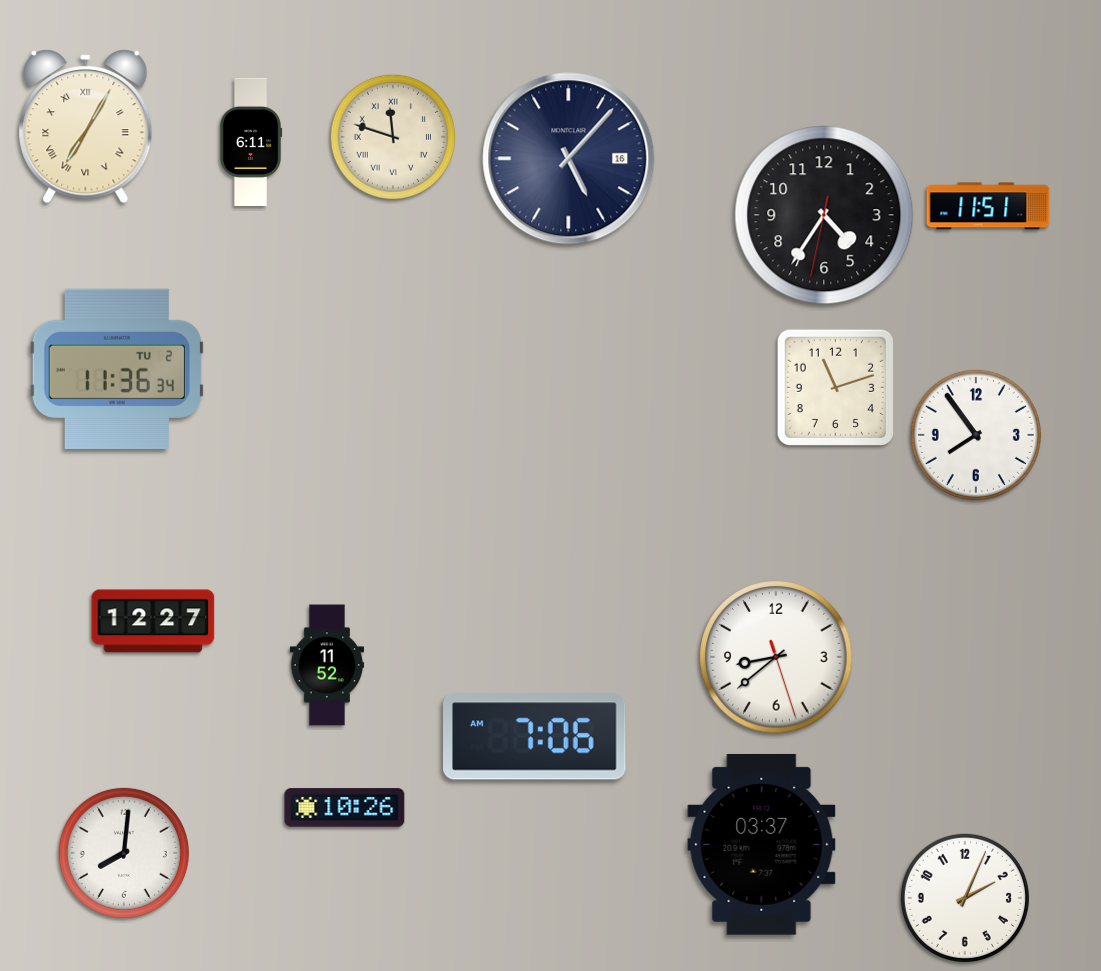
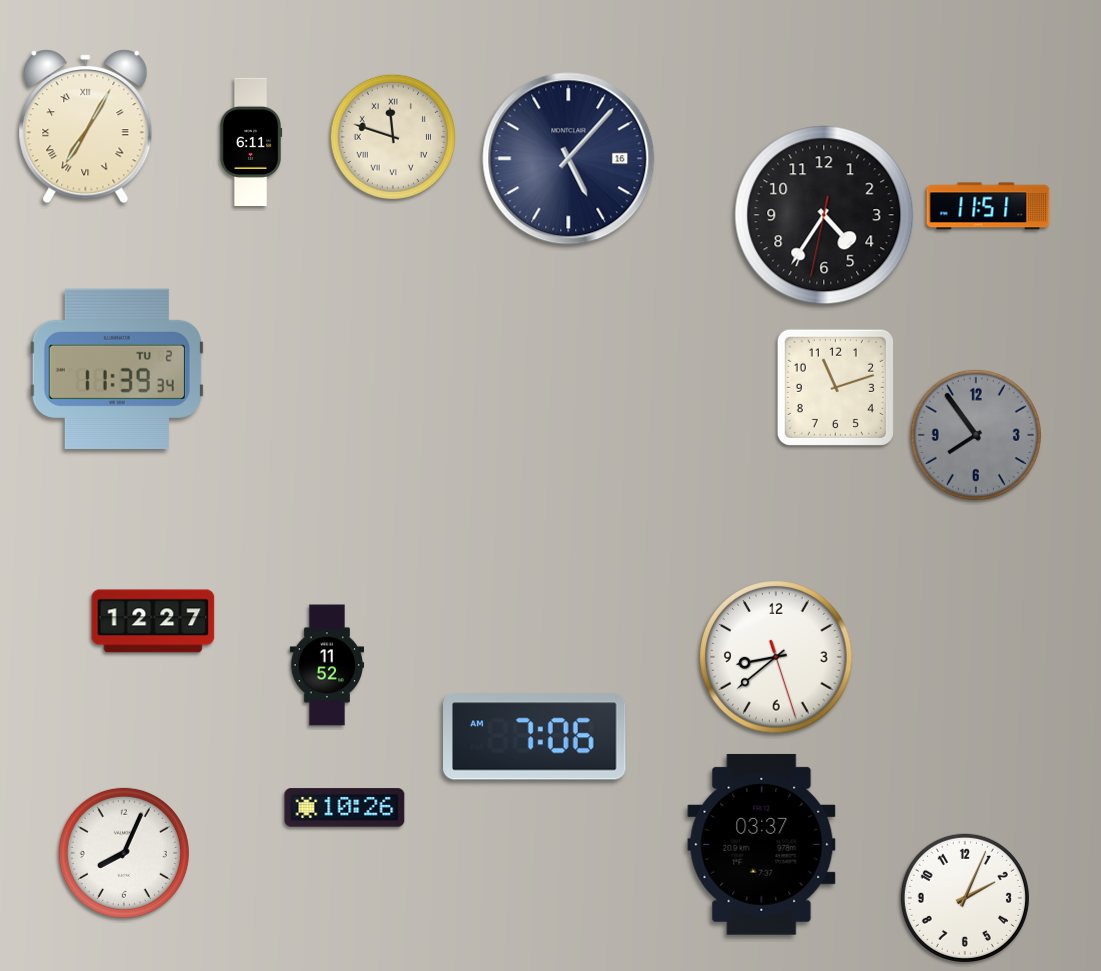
clock at (117, 369): 11:36 -> 11:39
clock at (976, 435) dial: white -> grey
clock at (124, 853): 8:01 -> 8:04
